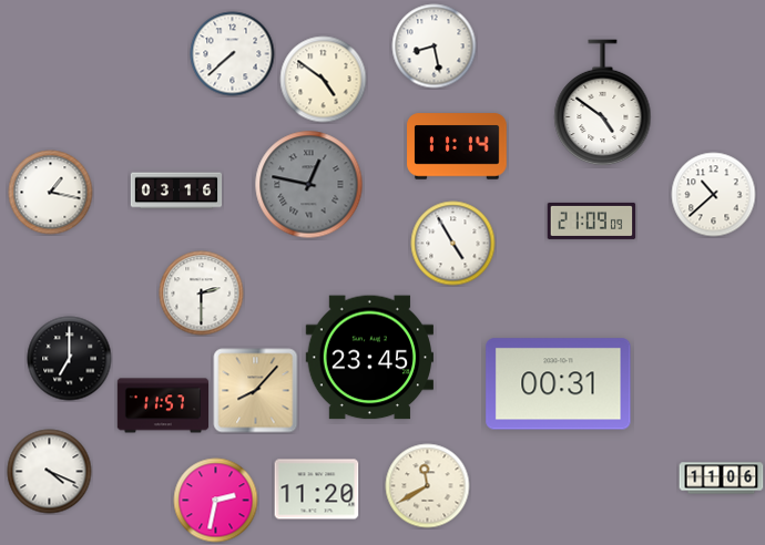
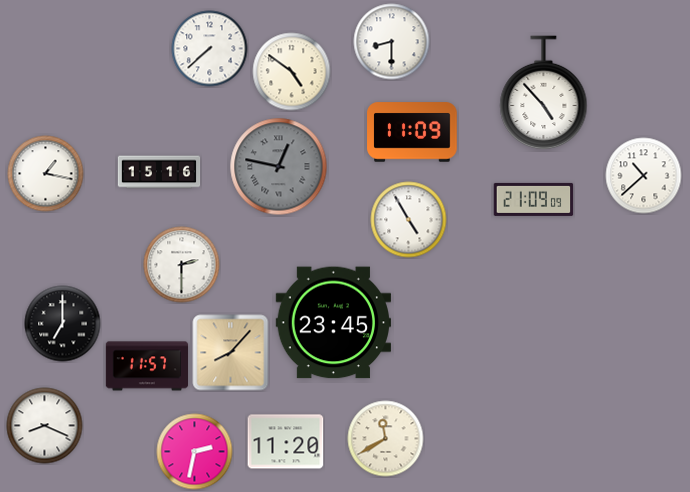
clock at (435, 47): 8:28 -> 8:30
clock at (603, 103): 4:51 -> 4:53
clock at (457, 146): 11:14 -> 11:09
clock at (176, 191): 03:16 -> 15:16
clock at (559, 384): 00:31 -> none
clock at (50, 472): 4:19 -> 8:19
clock at (722, 479): 11:06 -> none
